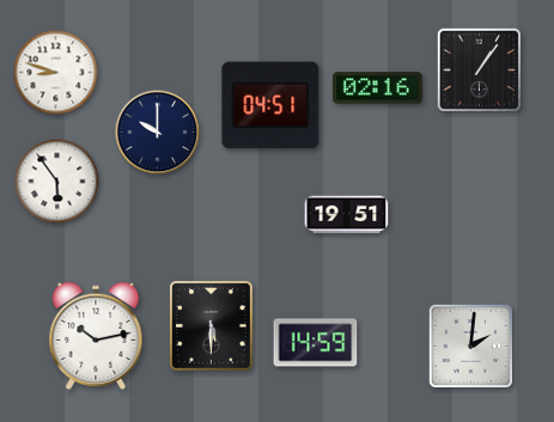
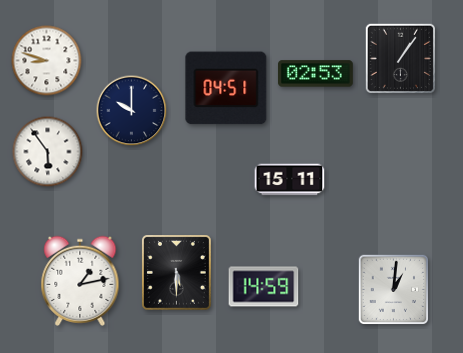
clock at (378, 88): 02:16 -> 02:53
clock at (347, 215): 19:51 -> 15:11
clock at (96, 336): 10:13 -> 1:13
clock at (470, 345): 2:01 -> 1:01
